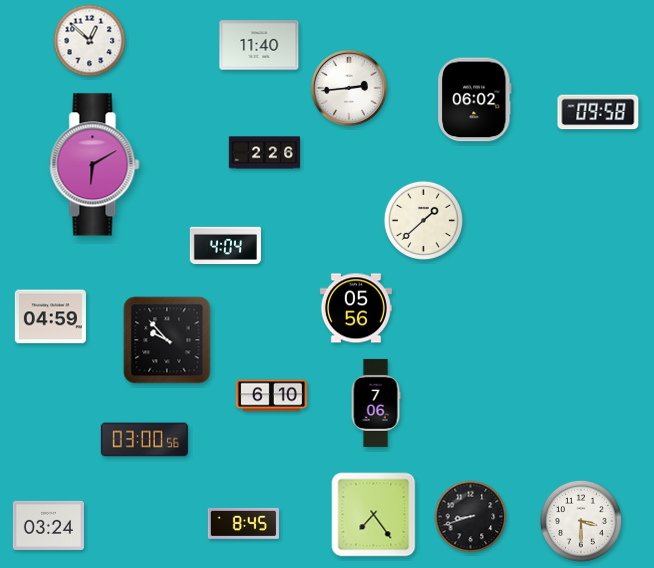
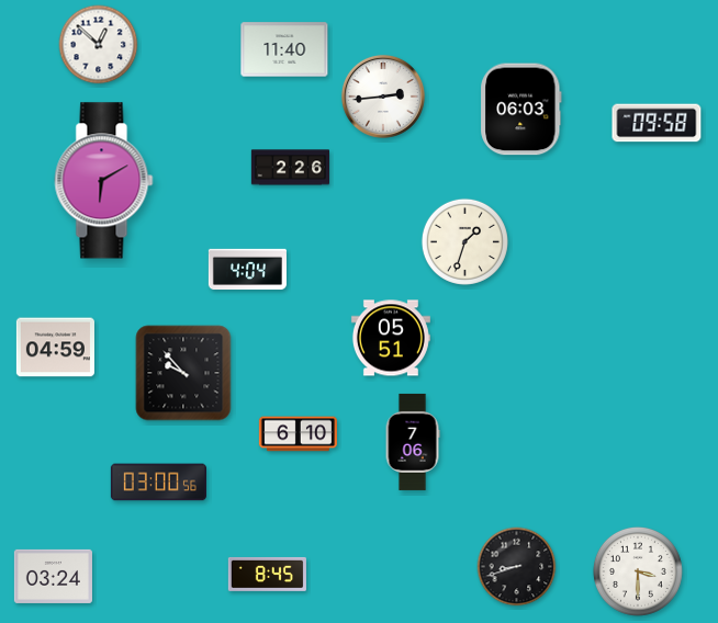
clock at (475, 100): 06:02 -> 06:03
clock at (423, 220): 1:38 -> 1:33
clock at (356, 308): 05:56 -> 05:51
clock at (374, 515): 7:24 -> none
